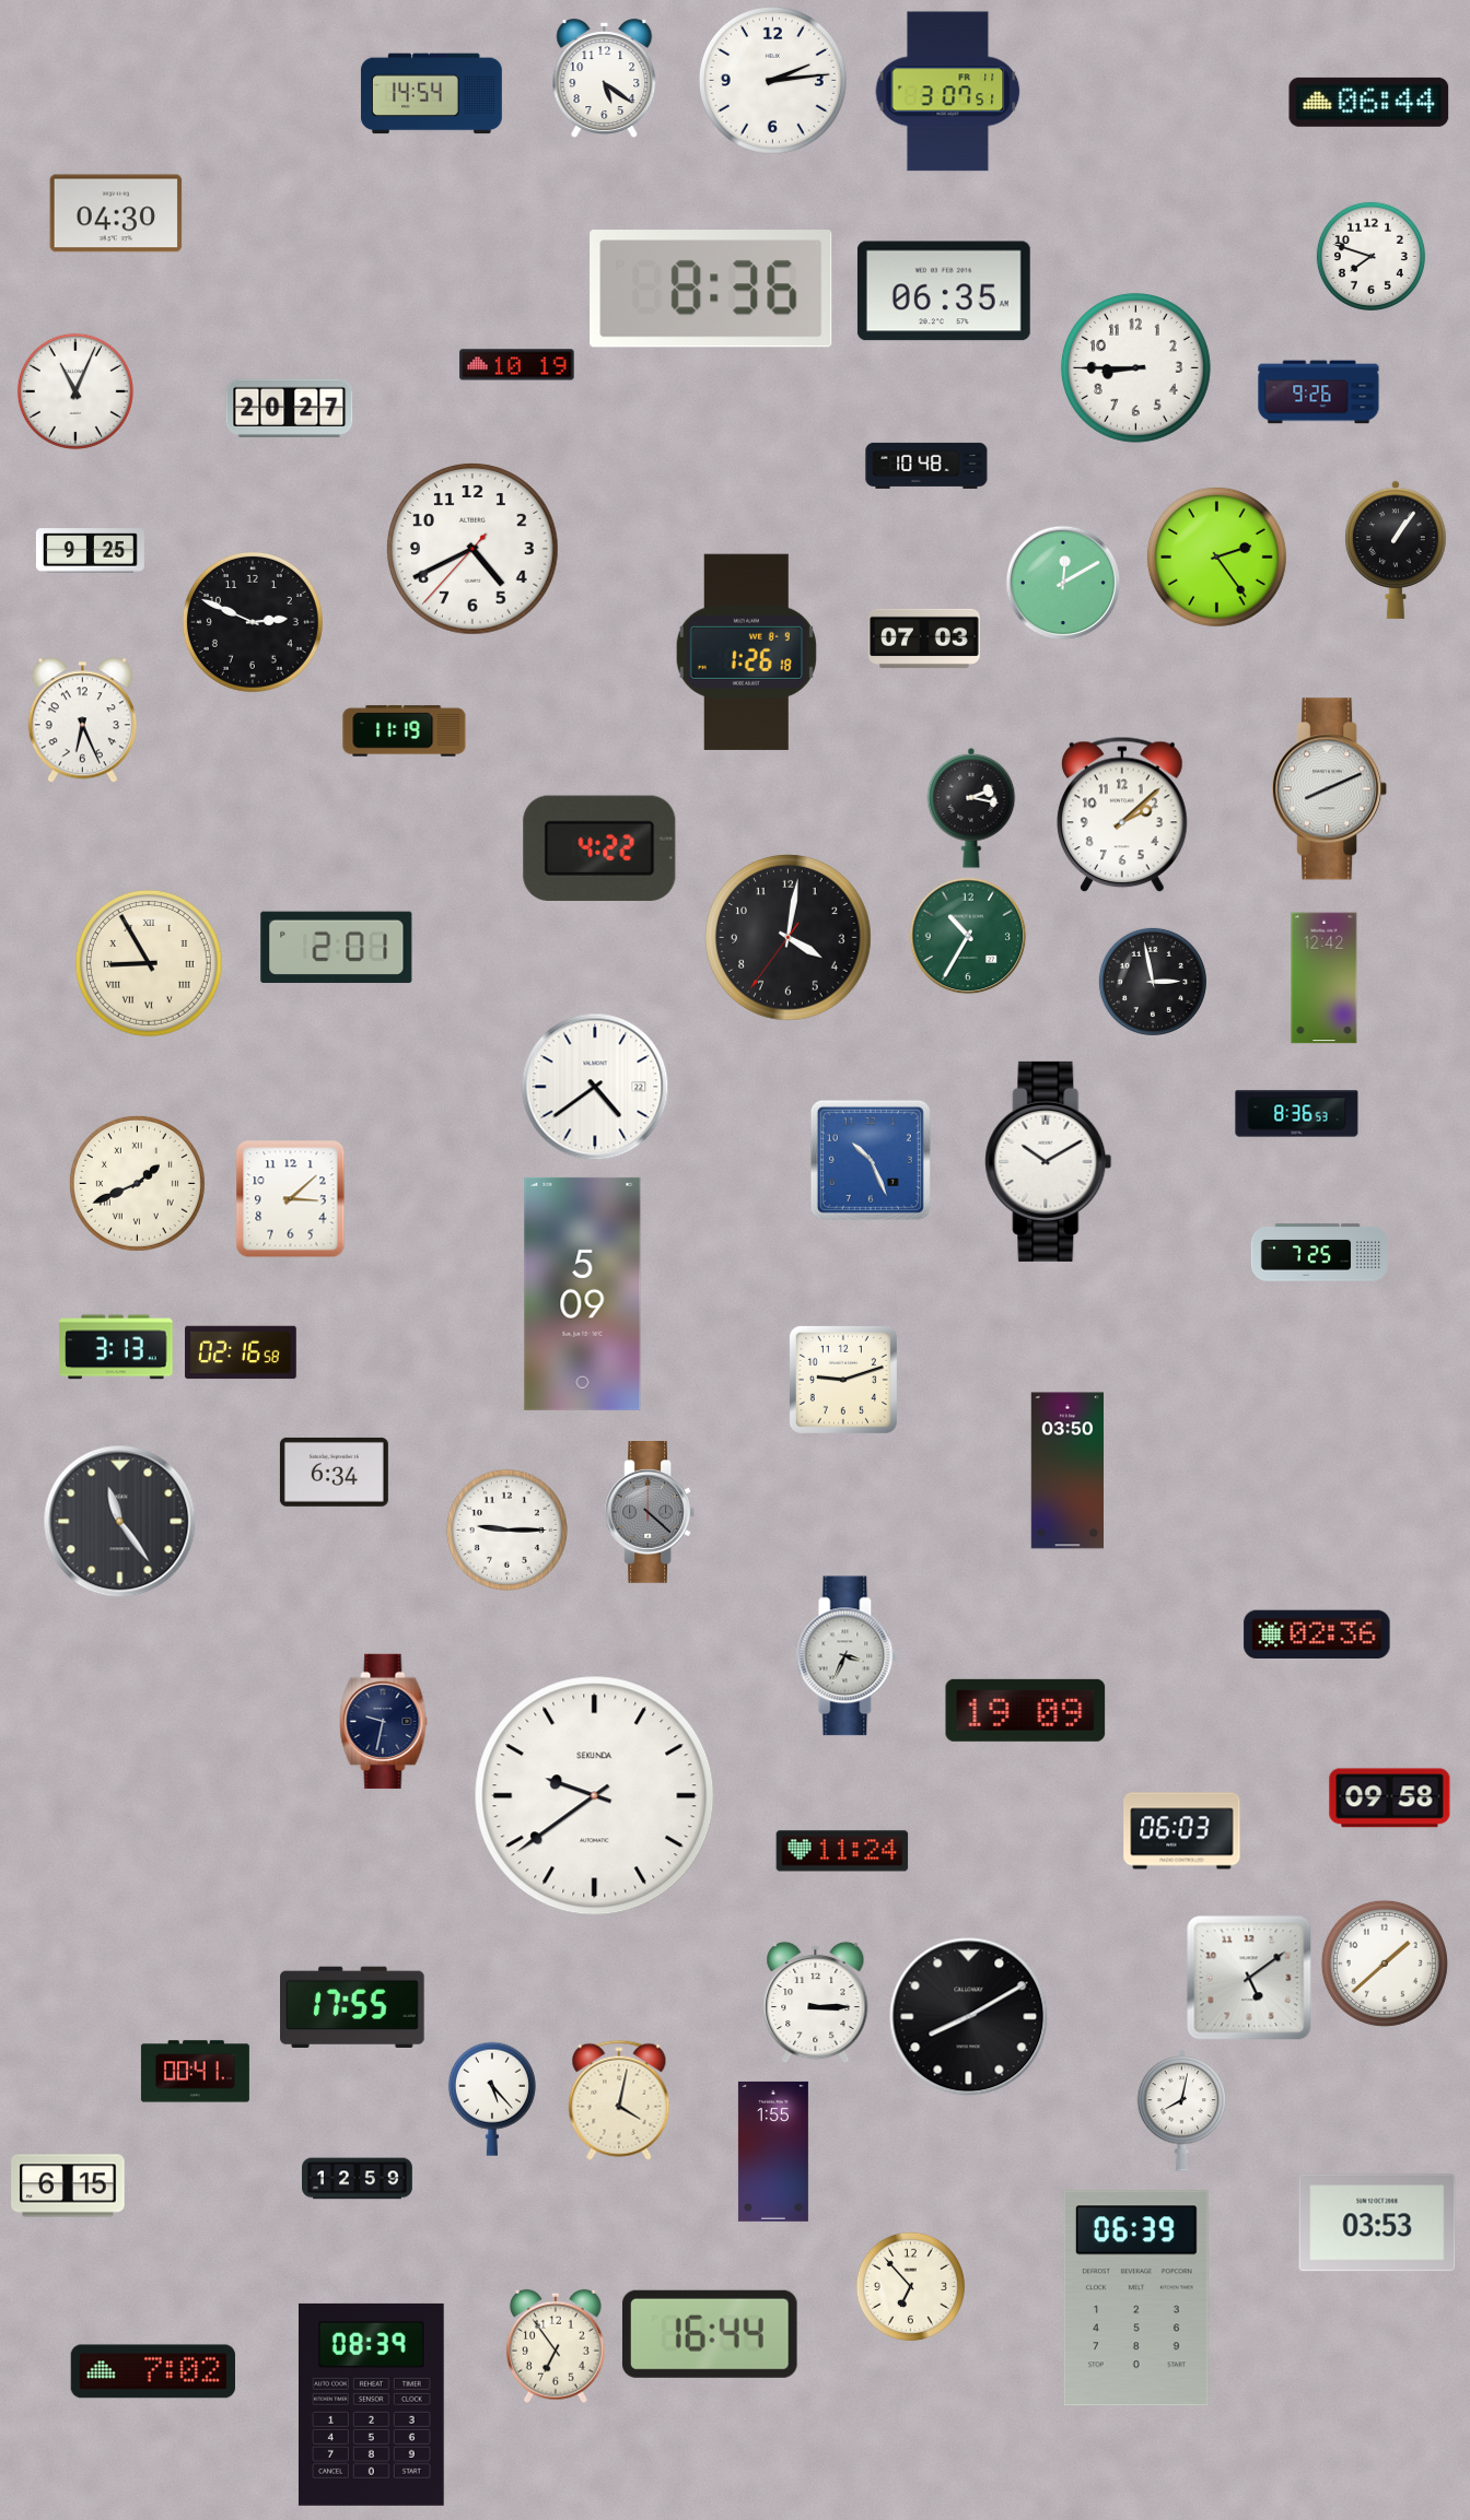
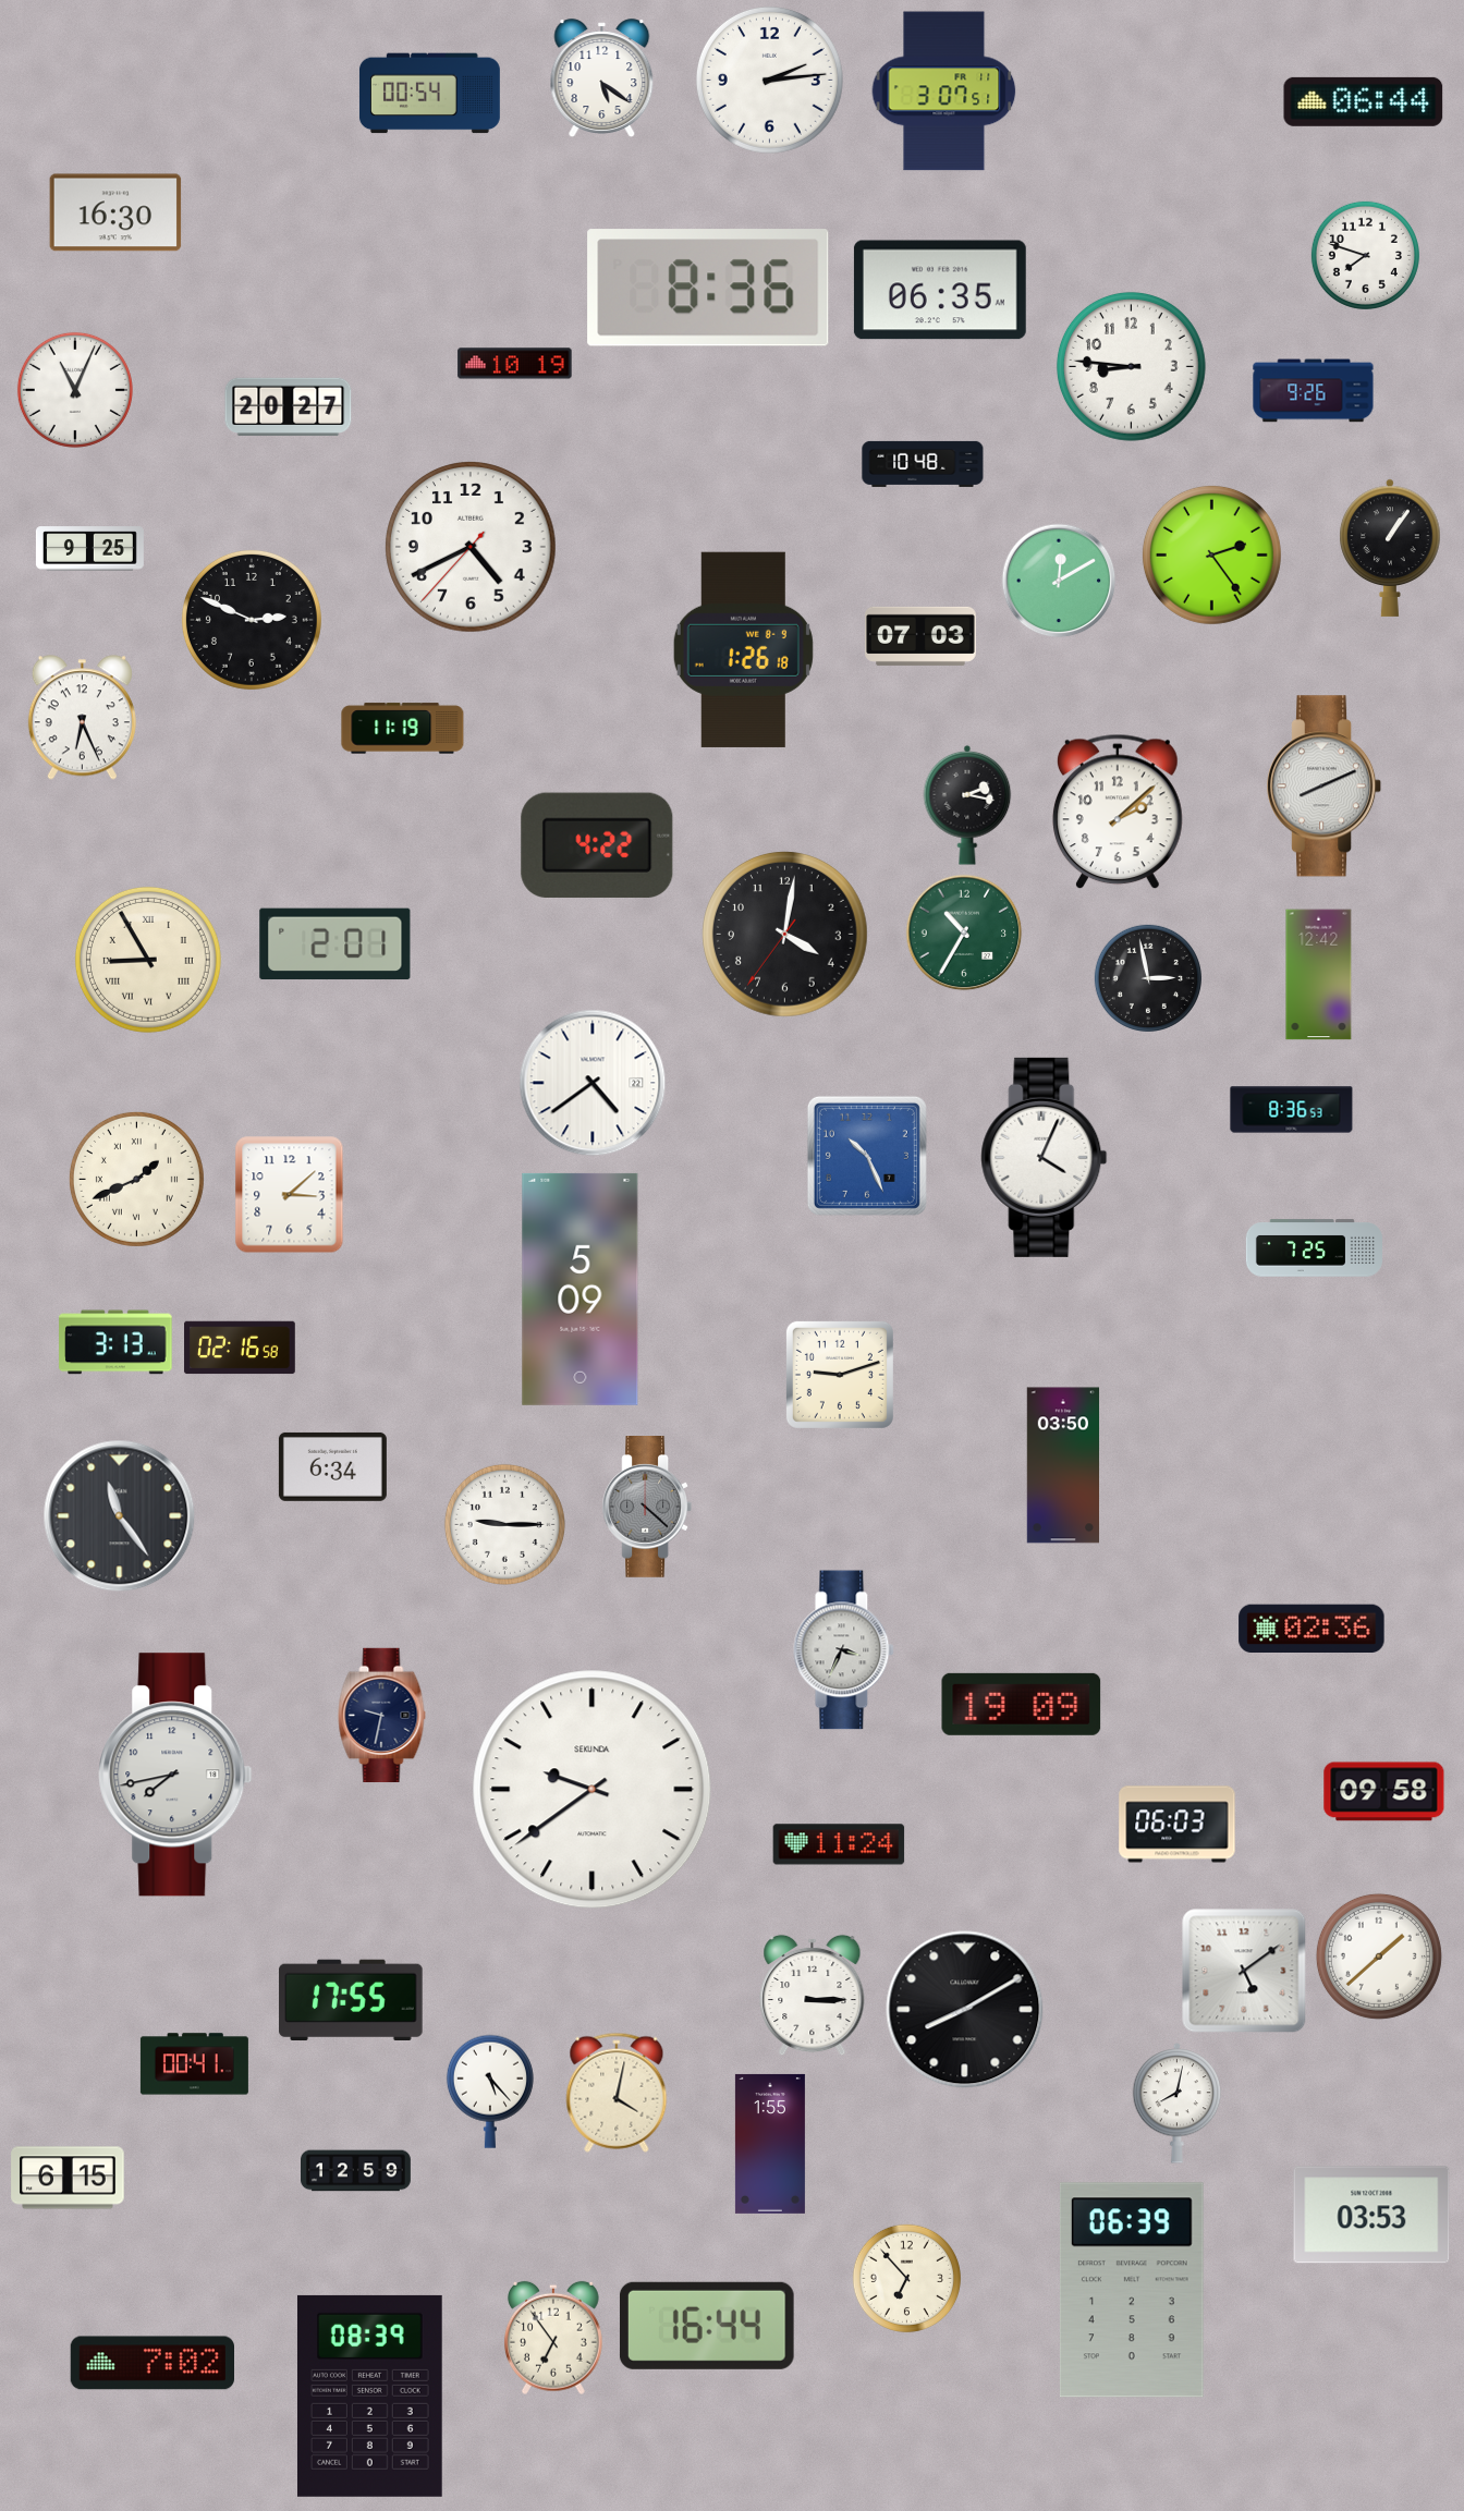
clock at (431, 94): 14:54 -> 00:54
clock at (116, 213): 04:30 -> 16:30
clock at (1135, 367): 8:45 -> 8:46
clock at (1049, 1161): 10:10 -> 4:04
clock at (175, 1775): none -> 7:43
